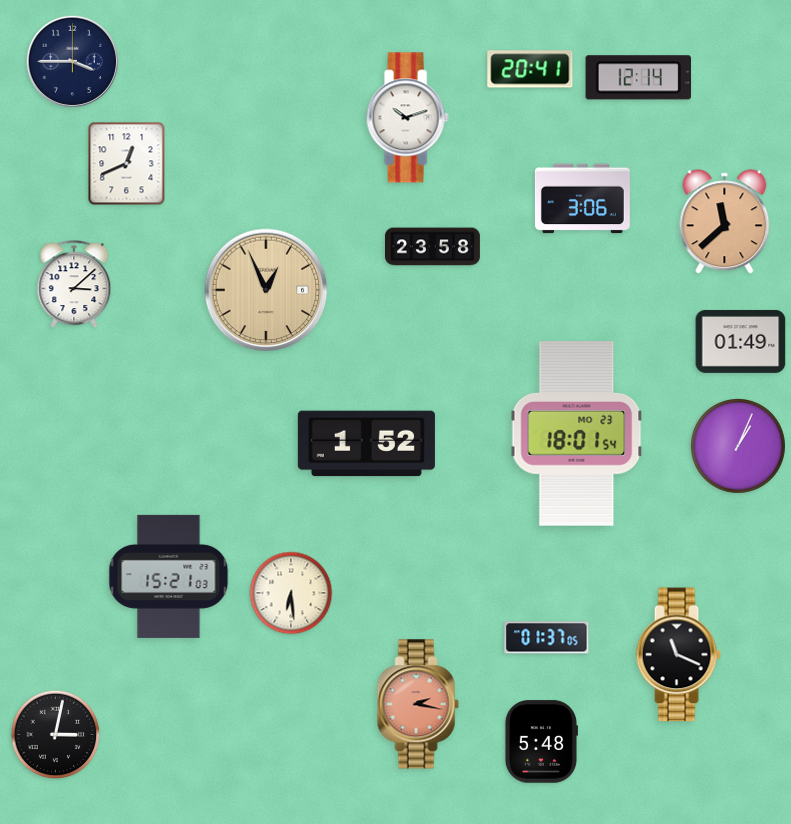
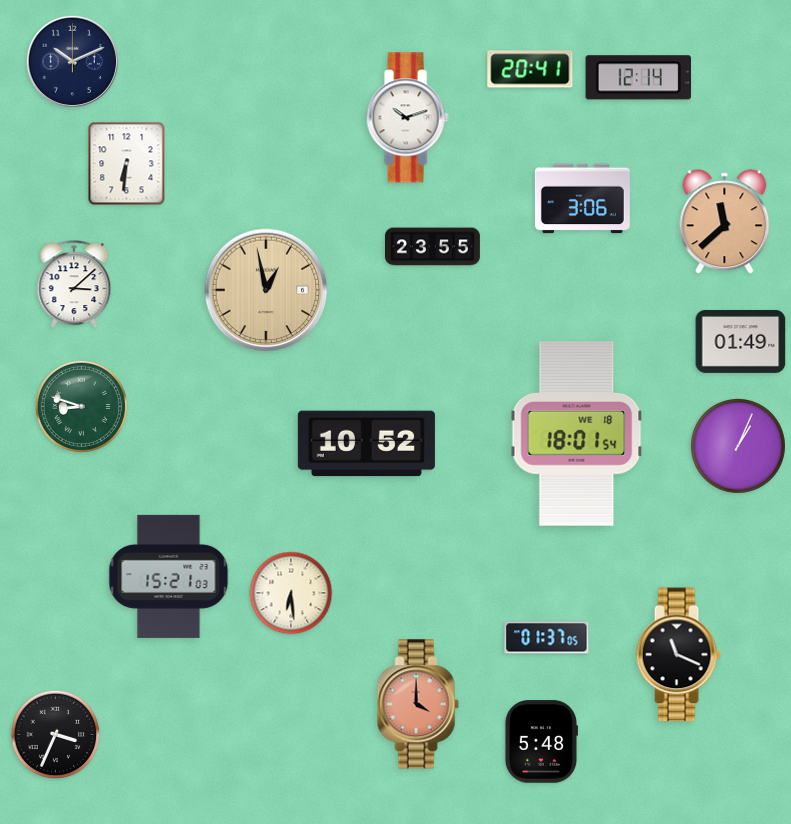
clock at (72, 61): 3:45 -> 10:11
clock at (127, 164): 12:41 -> 6:31
clock at (432, 247): 23:58 -> 23:55
clock at (266, 290): 12:56 -> 12:58
clock at (81, 406): none -> 8:48
clock at (577, 434) date: MO 23 -> WE 18
clock at (366, 444): 1:52 -> 10:52
clock at (418, 704): 2:17 -> 4:00
clock at (56, 735): 3:02 -> 3:34
